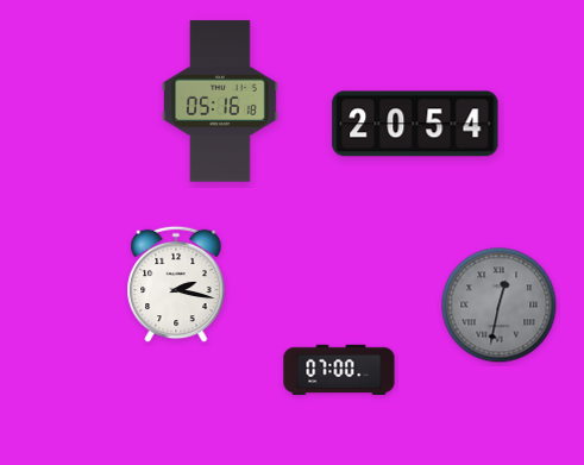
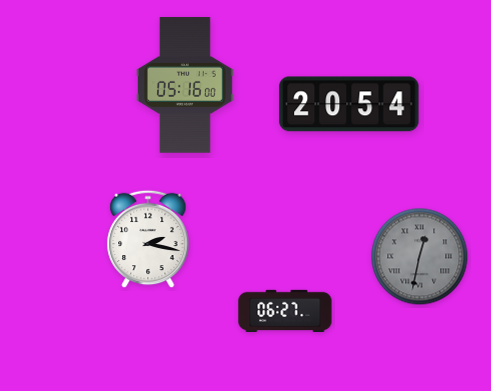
clock at (221, 101): 05:16:18 -> 05:16:00
clock at (339, 369): 07:00 -> 06:27
